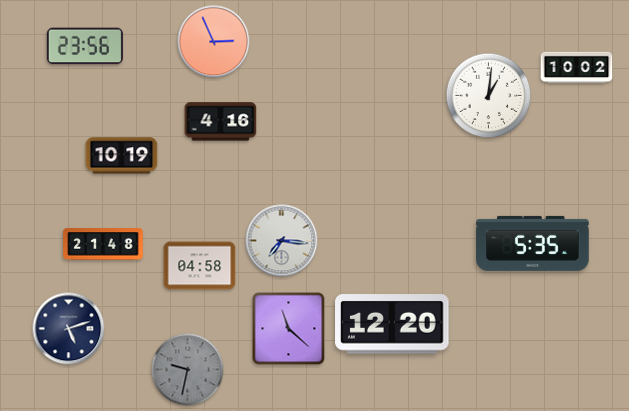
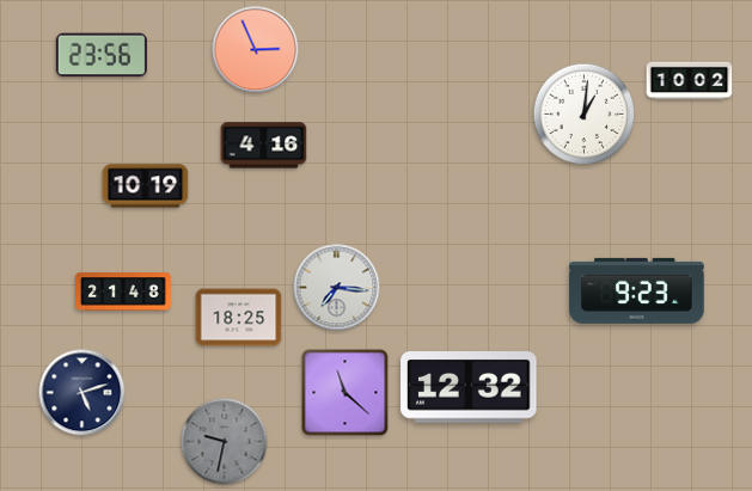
clock at (533, 243): 5:35 -> 9:23
clock at (200, 266): 04:58 -> 18:25
clock at (392, 324): 12:20 -> 12:32
